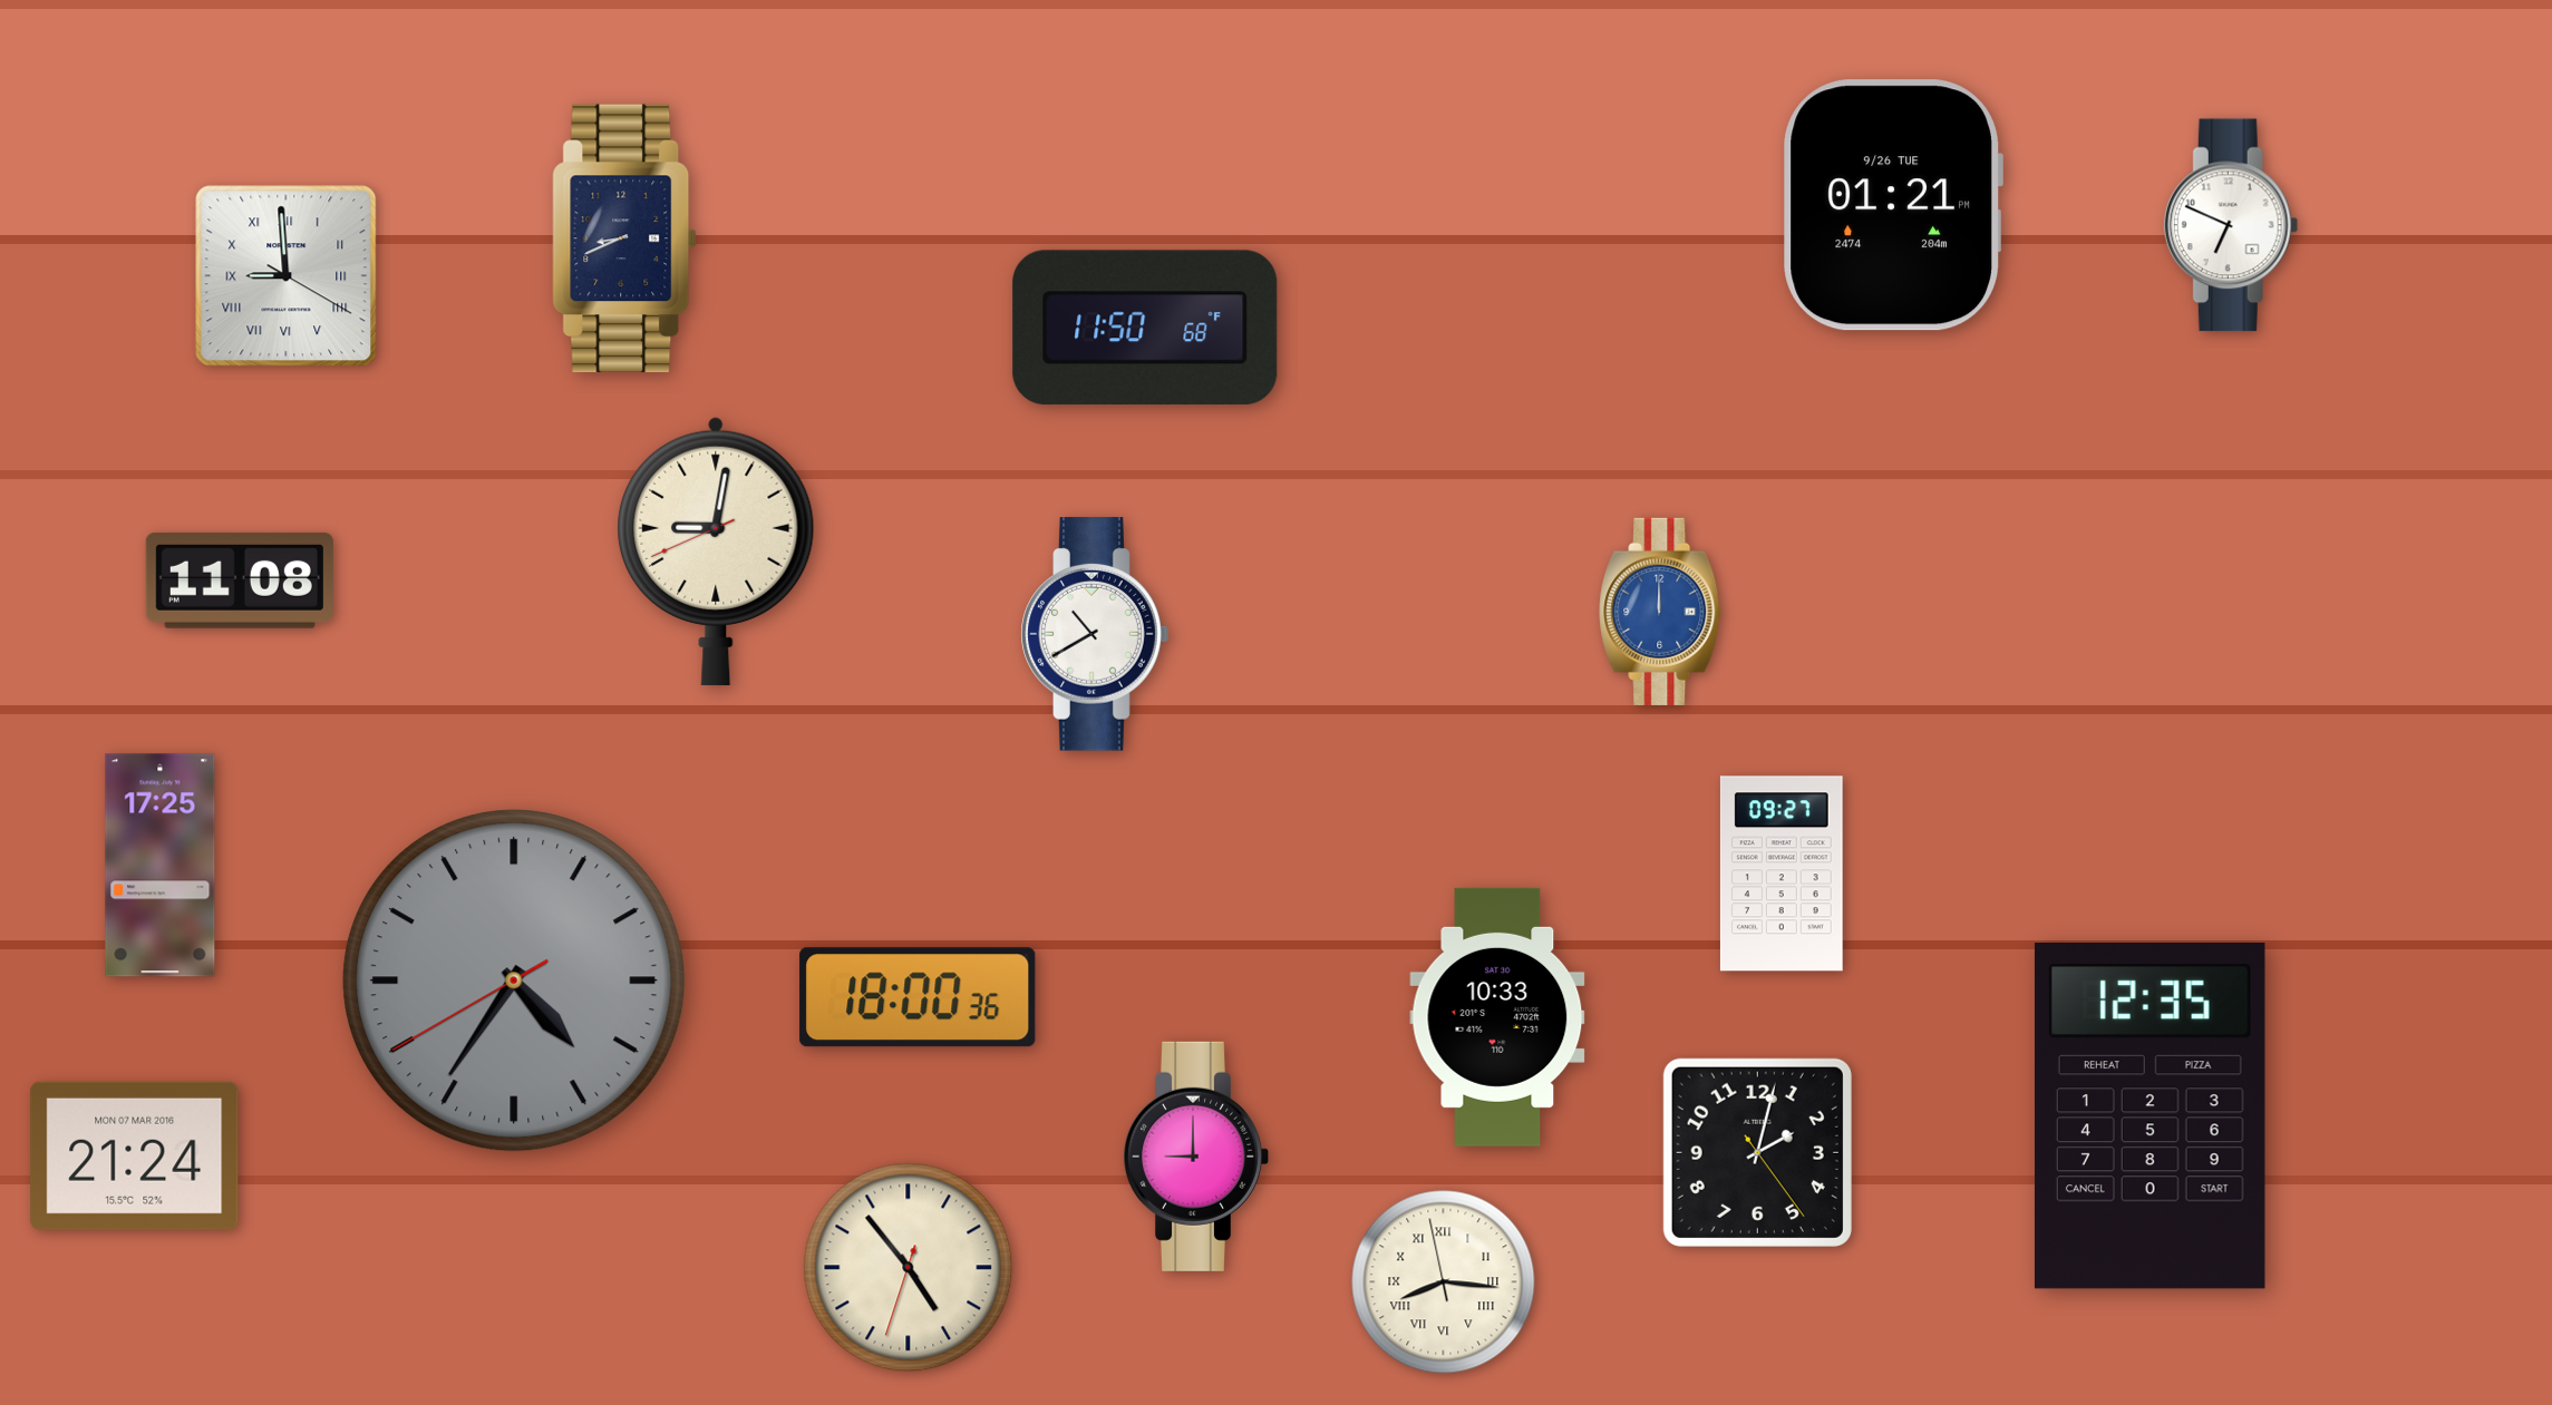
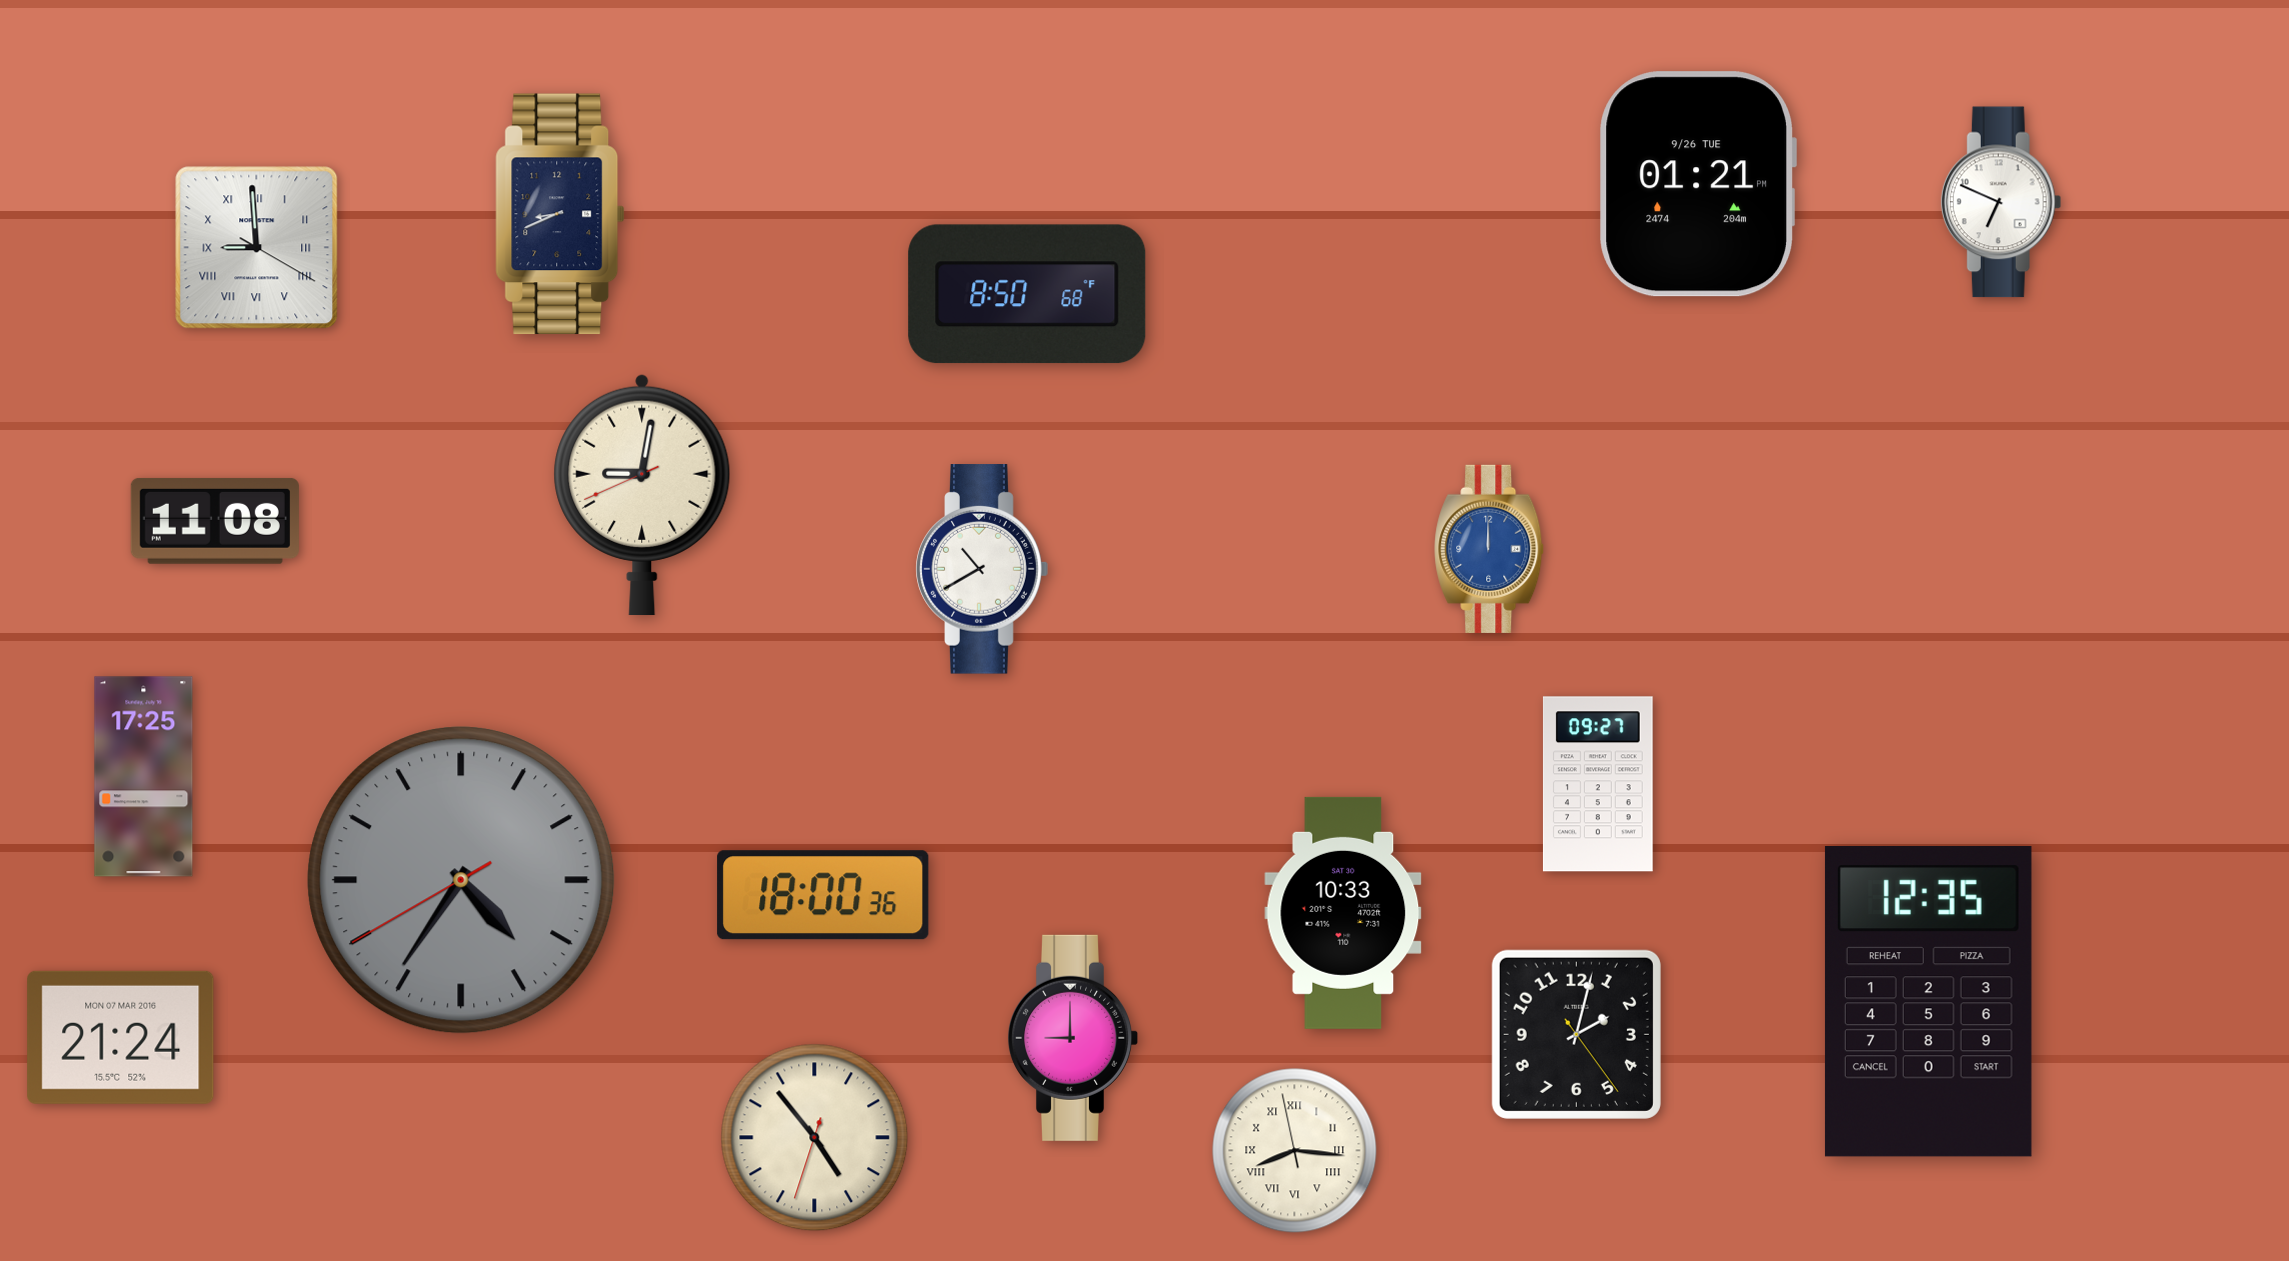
clock at (1145, 328): 11:50 -> 8:50
